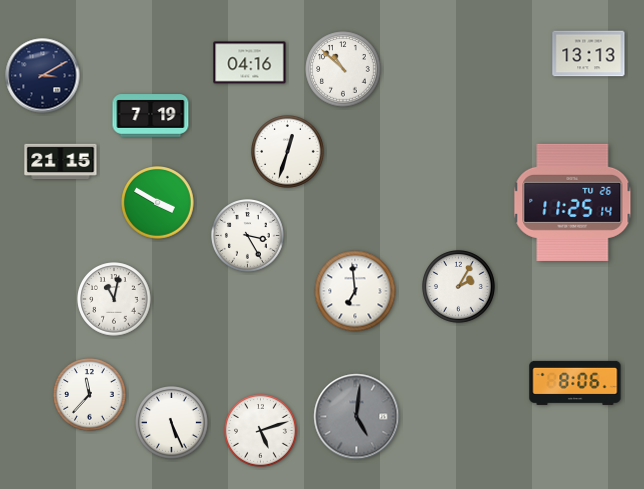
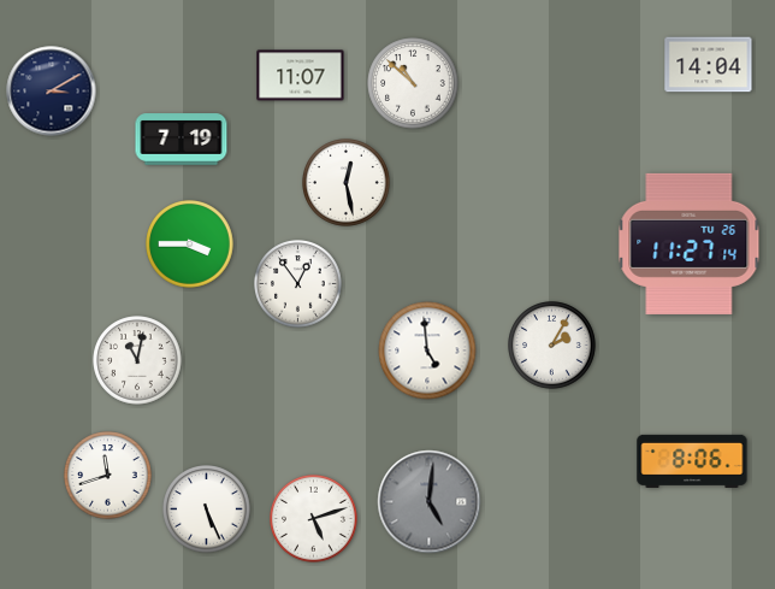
clock at (589, 54): 13:13 -> 14:04
clock at (250, 63): 04:16 -> 11:07
clock at (288, 152): 12:33 -> 12:28
clock at (61, 162): 21:15 -> none
clock at (573, 202): 11:25 -> 11:27
clock at (158, 203): 3:50 -> 3:45
clock at (248, 236): 3:25 -> 12:54
clock at (355, 291): 6:59 -> 4:59
clock at (90, 395): 11:37 -> 11:42
